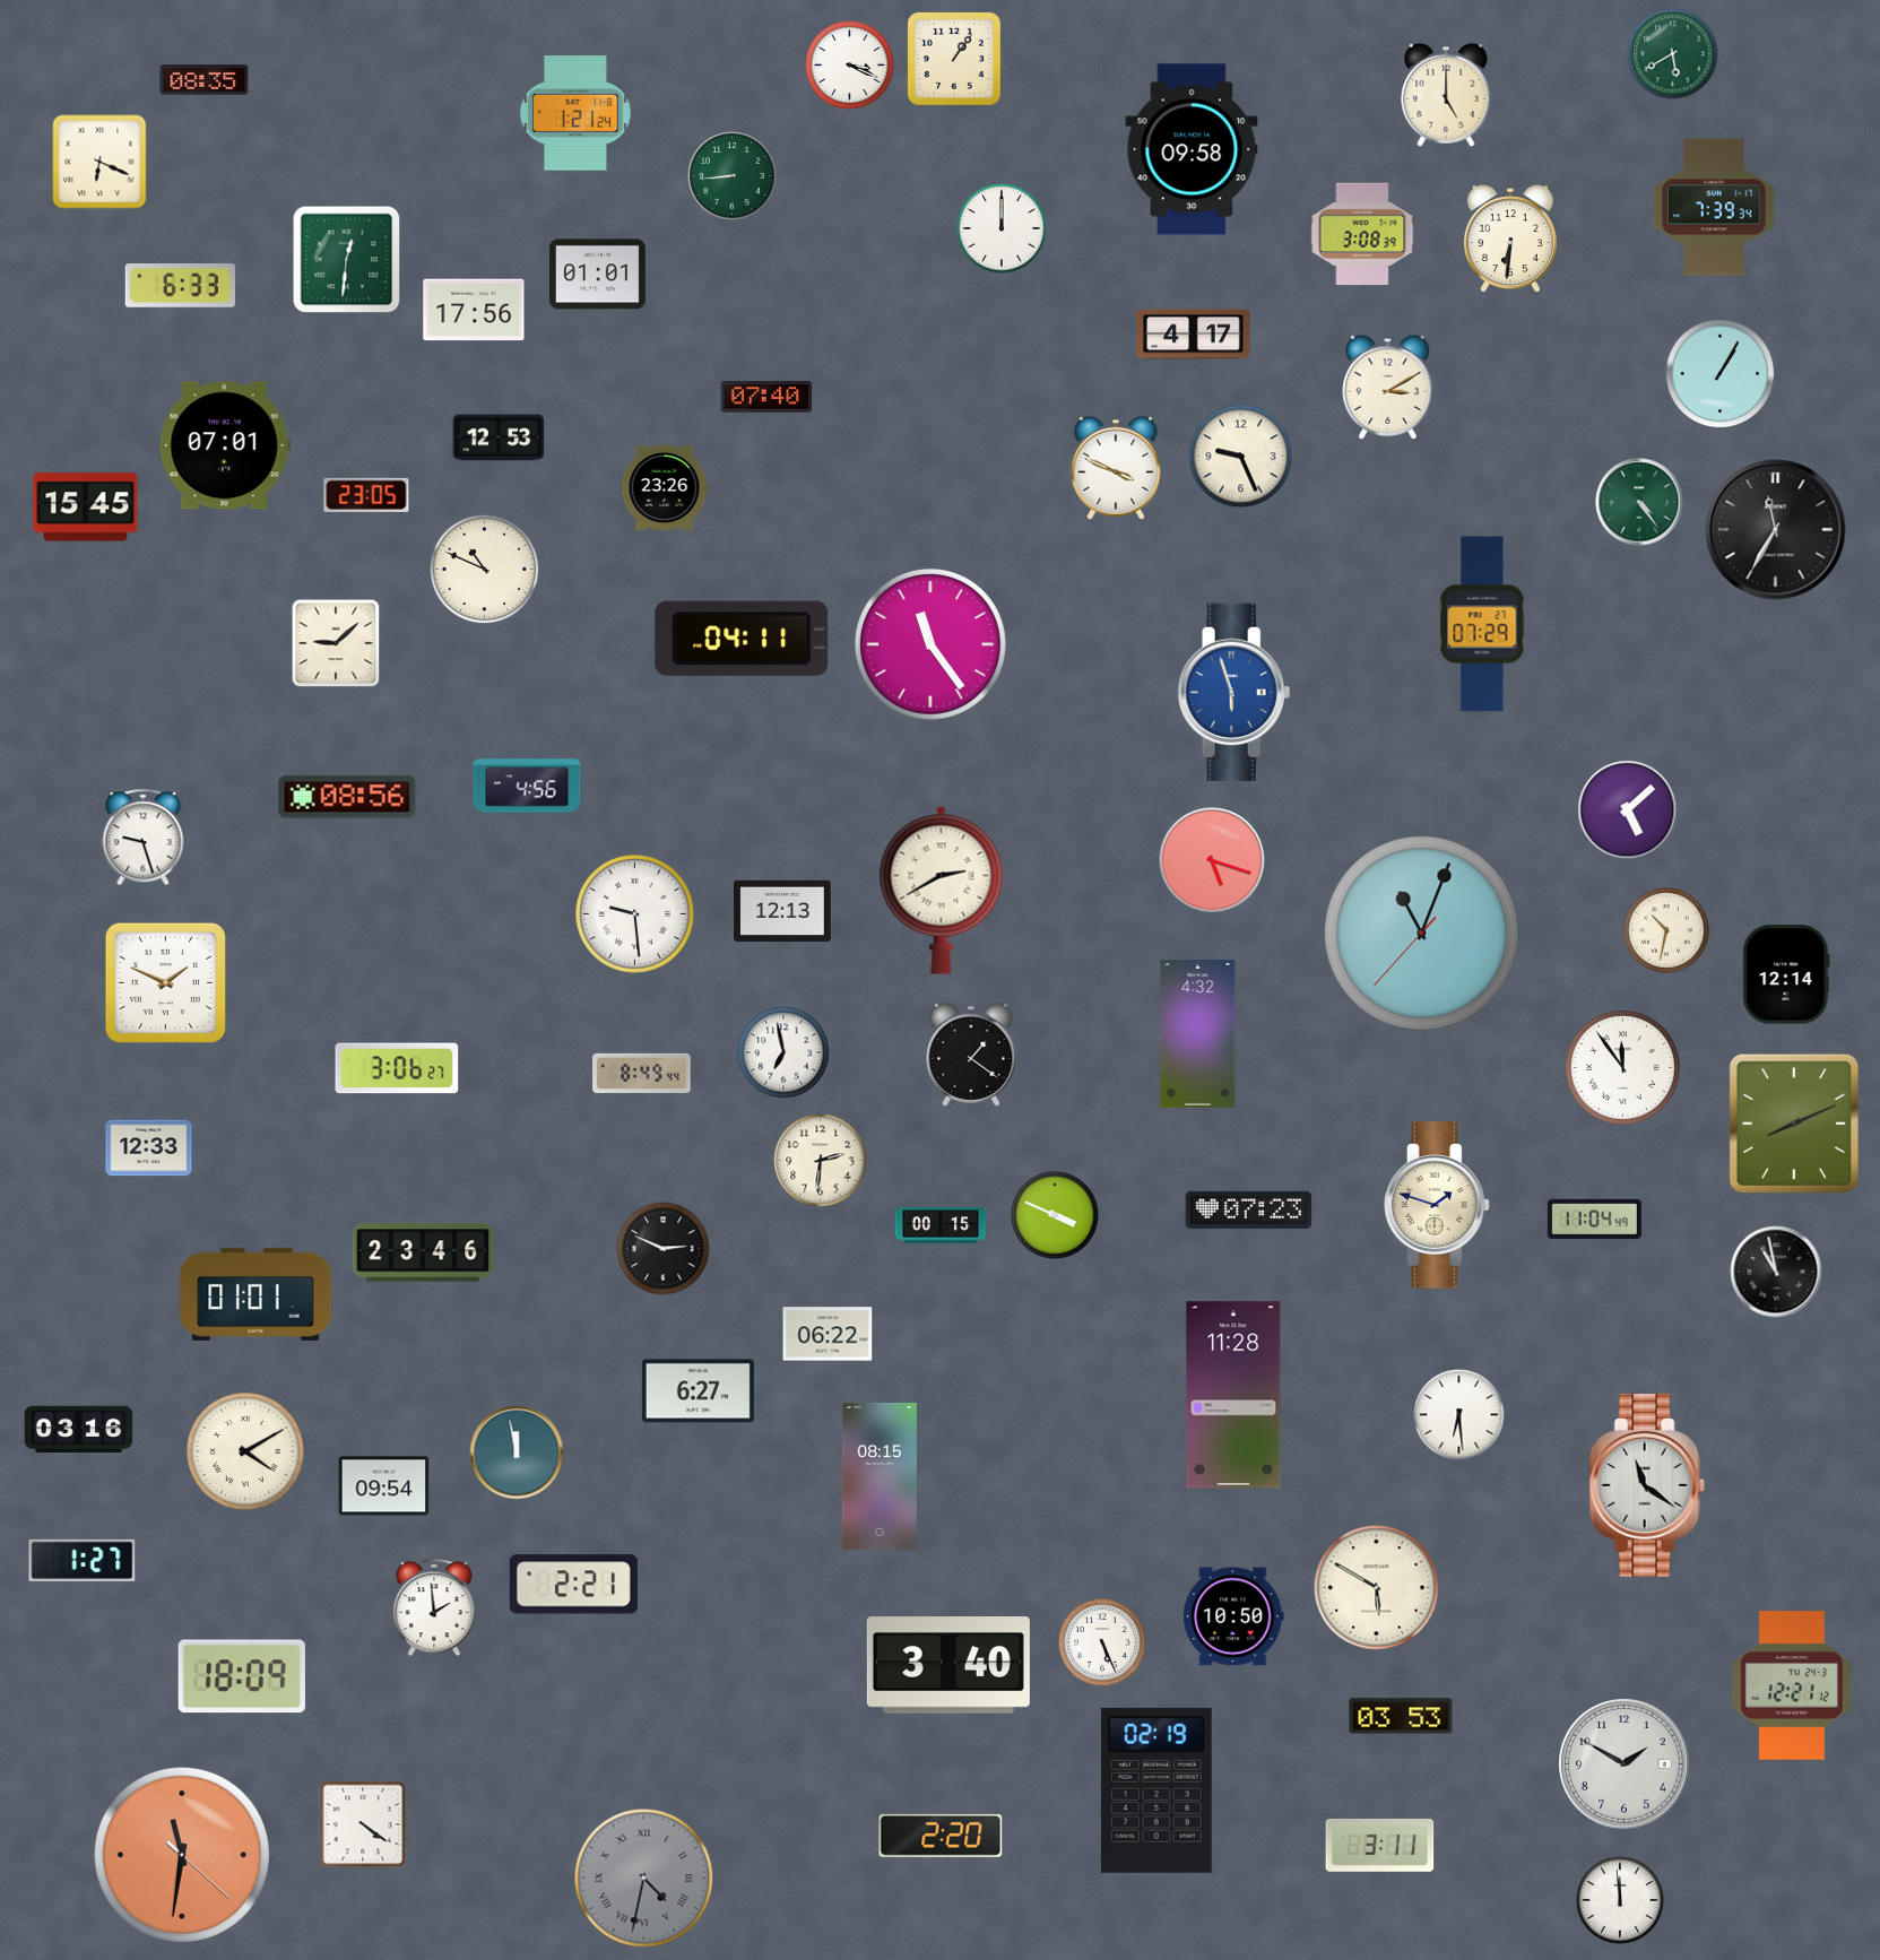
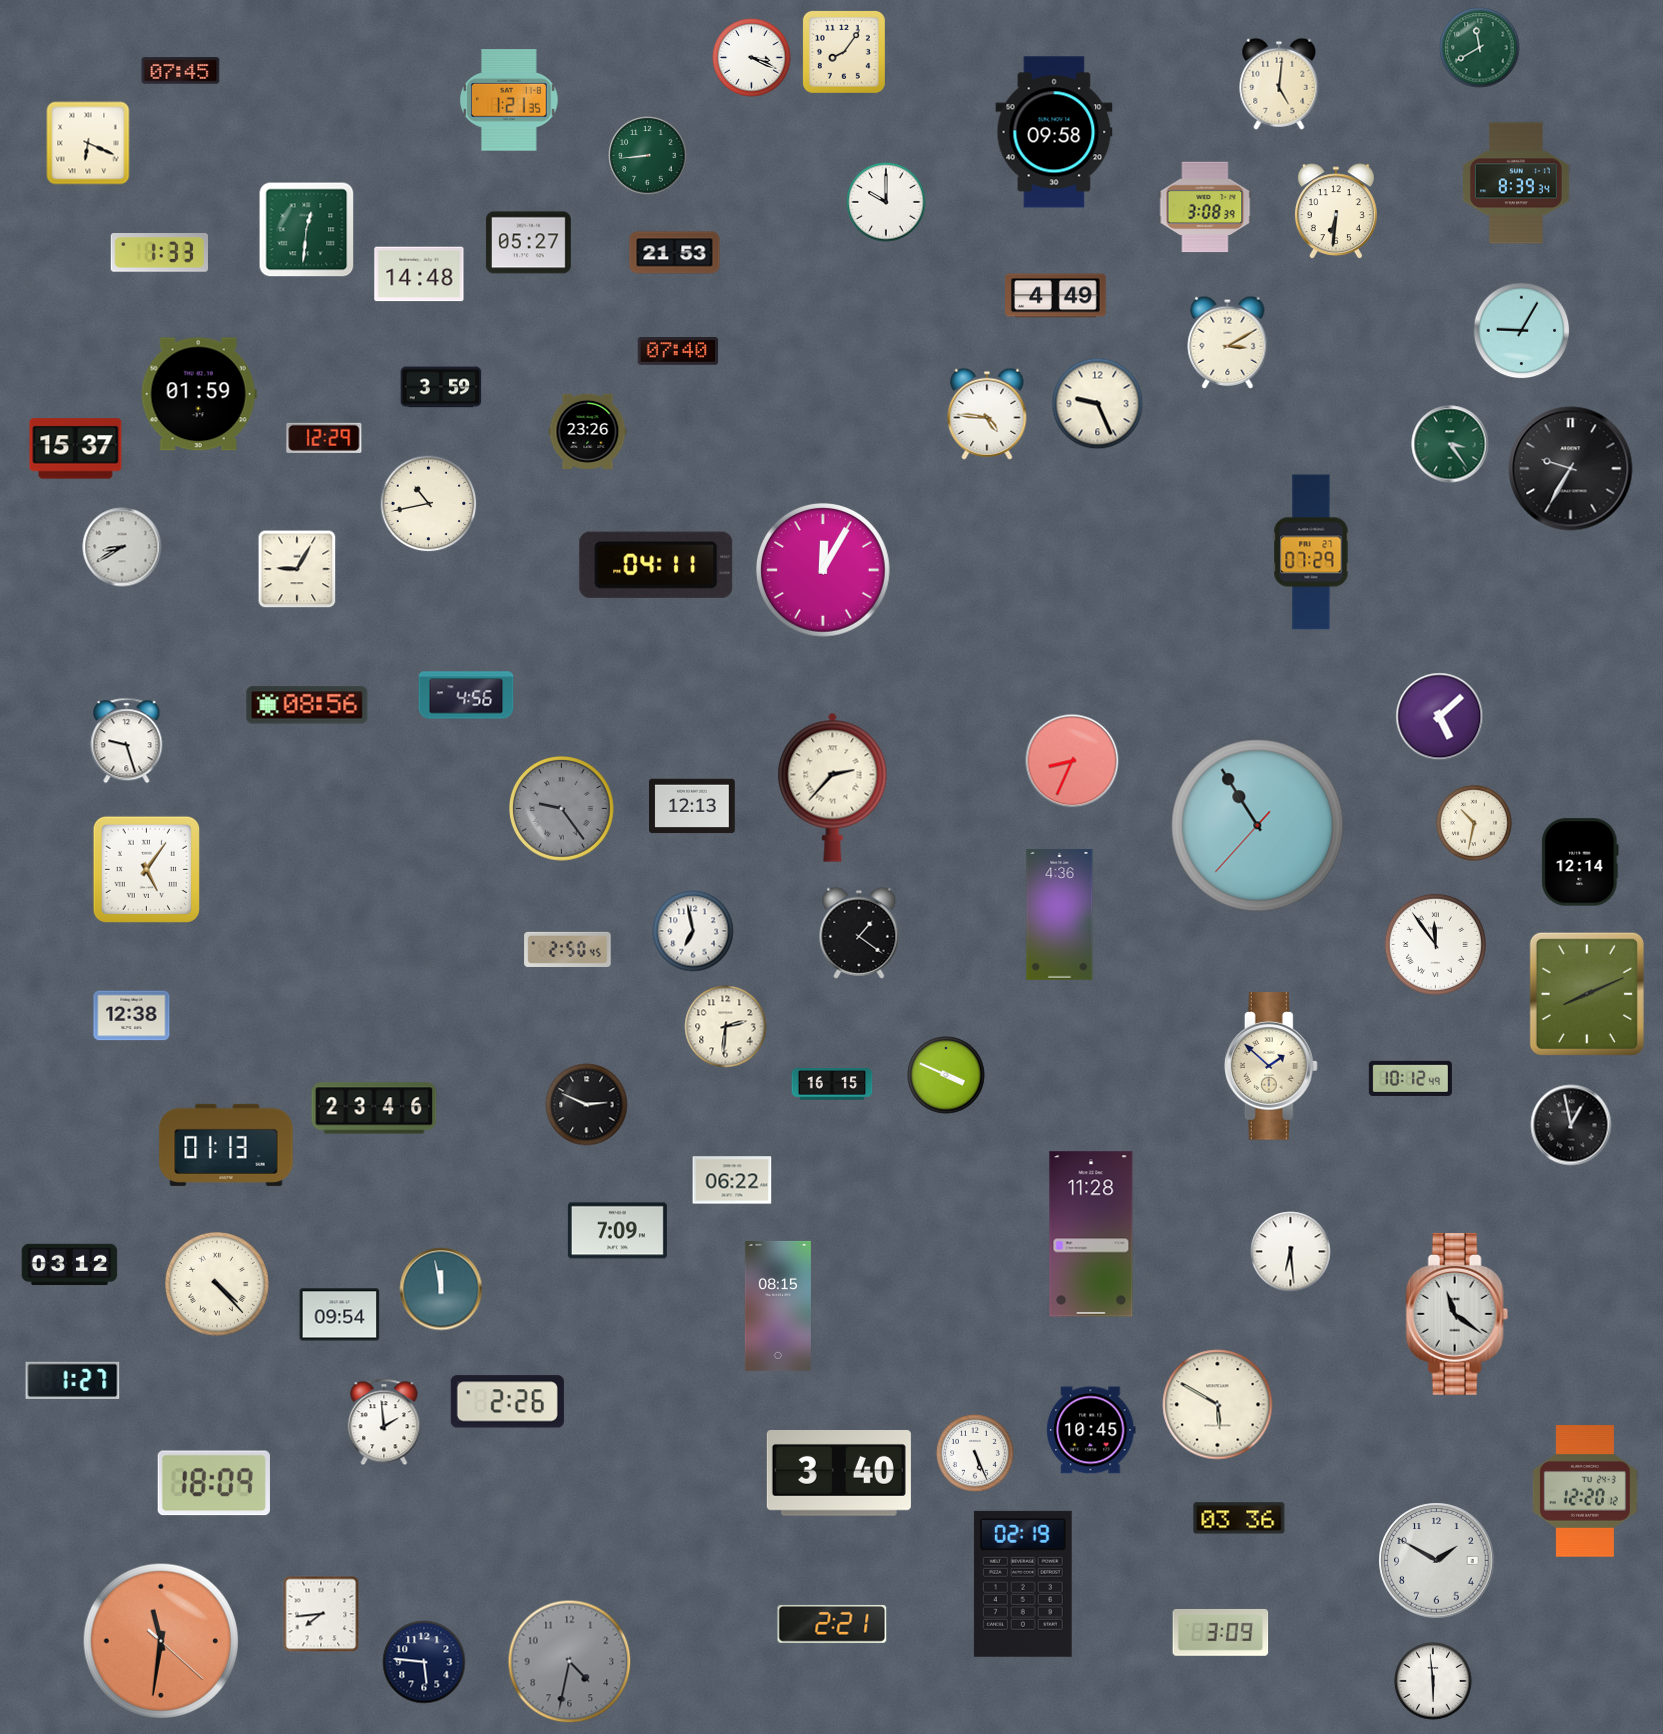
clock at (1673, 54): 5:40 -> 11:40
clock at (954, 59): 1:06 -> 8:06
clock at (205, 80): 08:35 -> 07:45
clock at (1446, 95): 5:00 -> 5:01
clock at (575, 113): 1:21:24 -> 1:21:35
clock at (1714, 207): 7:39 -> 8:39
clock at (1002, 228): 12:00 -> 10:00
clock at (597, 275): 01:01 -> 05:27
clock at (180, 286): 6:33 -> 1:33
clock at (675, 253): none -> 21:53
clock at (474, 310): 17:56 -> 14:48
clock at (1194, 335): 4:17 -> 4:49
clock at (1721, 374): 1:05 -> 9:05
clock at (499, 437): 12:53 -> 3:59
clock at (225, 445): 07:01 -> 01:59
clock at (1116, 468): 3:49 -> 4:46
clock at (366, 495): 23:05 -> 12:29
clock at (1639, 502): 4:24 -> 3:24
clock at (86, 508): 15:45 -> 15:37
clock at (1776, 530): 11:35 -> 9:35
clock at (485, 570): 10:49 -> 10:43
clock at (122, 547): none -> 8:40
clock at (336, 643): 9:08 -> 9:05
clock at (930, 644): 11:24 -> 12:05
clock at (1234, 692): 5:57 -> none
clock at (1212, 860): 5:18 -> 8:34
clock at (942, 890): 2:40 -> 2:37
clock at (635, 914): 9:29 -> 9:24
clock at (635, 914) dial: white -> grey
clock at (1422, 934): 11:03 -> 10:54
clock at (165, 982): 1:49 -> 5:06
clock at (1198, 1034): 4:32 -> 4:36
clock at (397, 1068): 3:06 -> none
clock at (642, 1073): 8:49 -> 2:50
clock at (149, 1148): 12:33 -> 12:38
clock at (1437, 1205): 1:48 -> 1:52
clock at (1249, 1209): 07:23 -> none
clock at (1055, 1215) position: (1055, 1215) -> (946, 1075)
clock at (1594, 1219): 11:04 -> 10:12
clock at (941, 1225): 00:15 -> 16:15
clock at (1776, 1272): 10:58 -> 12:58
clock at (255, 1294): 01:01 -> 01:13
clock at (698, 1391): 6:27 -> 7:09
clock at (79, 1430): 03:16 -> 03:12
clock at (245, 1451): 4:10 -> 4:23
clock at (517, 1452) position: (517, 1452) -> (441, 1289)
clock at (573, 1585): 2:21 -> 2:26
clock at (1233, 1616): 10:50 -> 10:45
clock at (1792, 1685): 12:21 -> 12:20
clock at (1401, 1716): 03:53 -> 03:36
clock at (363, 1824): 4:21 -> 7:44
clock at (941, 1836): 2:20 -> 2:21
clock at (1380, 1845): 3:11 -> 3:09
clock at (424, 1662): none -> 5:46
clock at (644, 1879) numerals: Roman -> Arabic
clock at (1620, 1900): 11:59 -> 5:59
